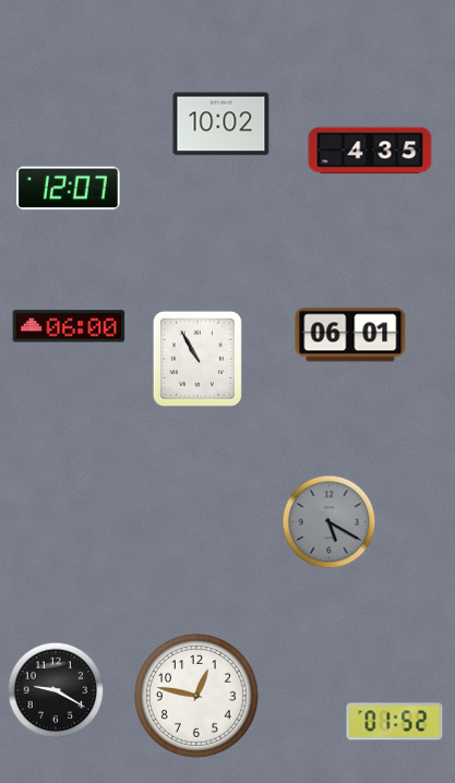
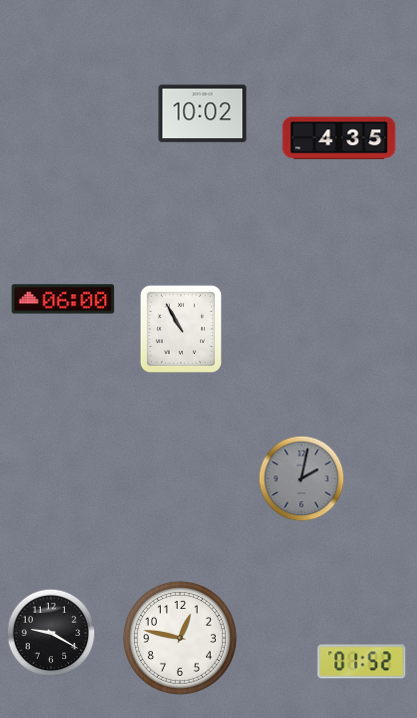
clock at (69, 189): 12:07 -> none
clock at (350, 335): 06:01 -> none
clock at (330, 522): 5:20 -> 2:02
